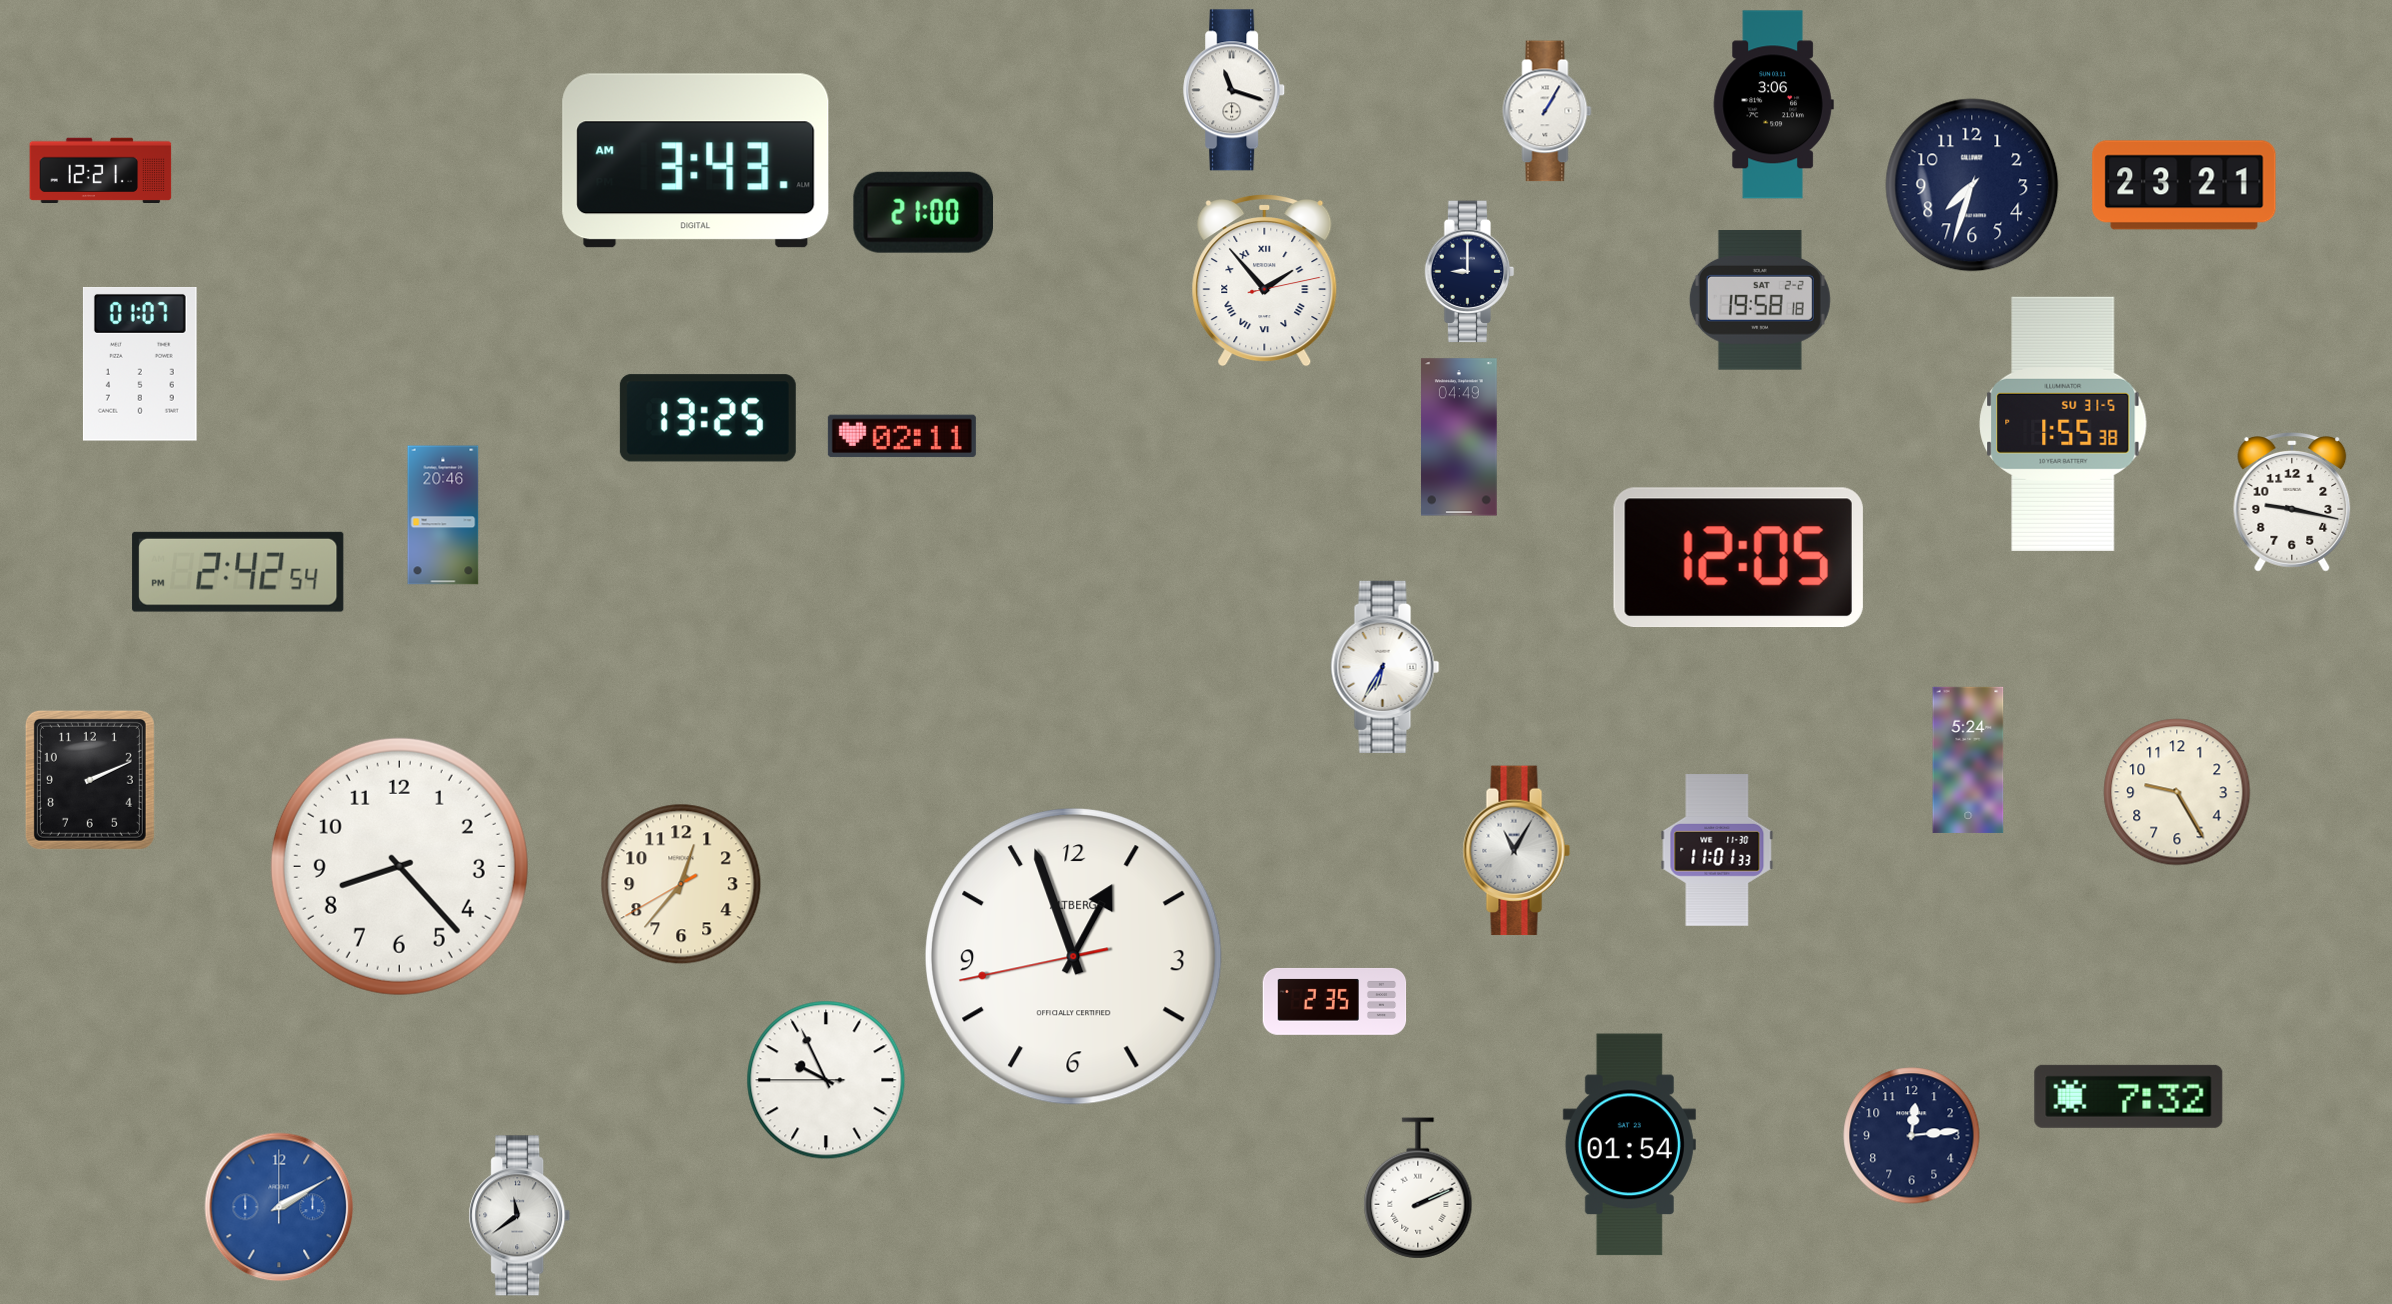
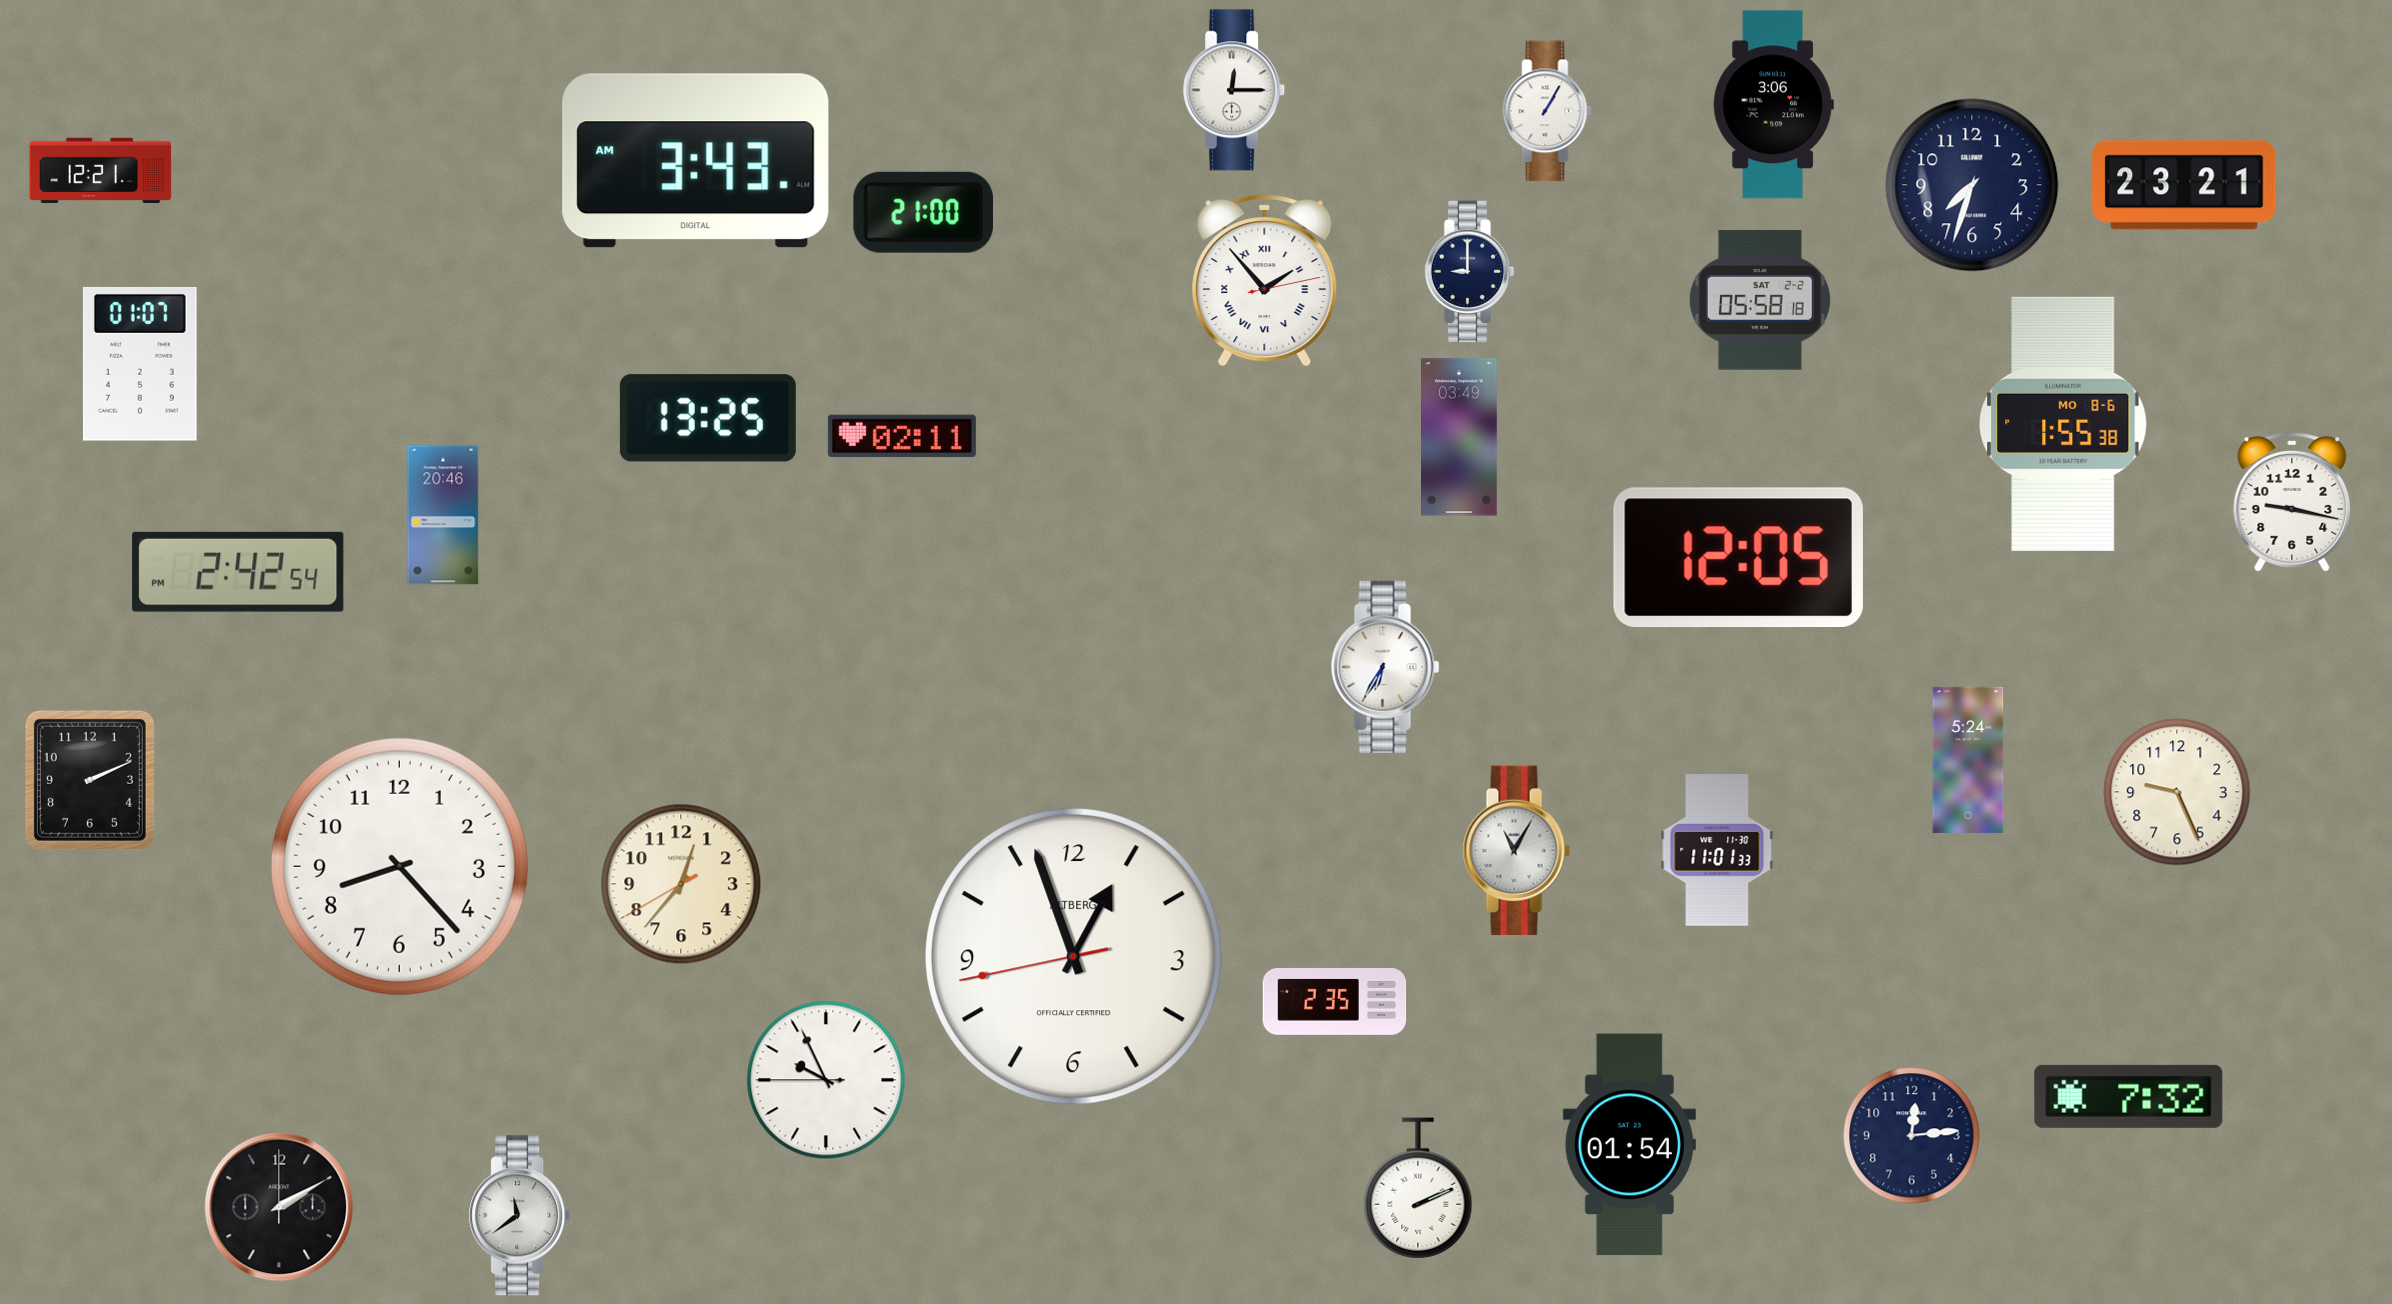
clock at (1235, 90): 11:18 -> 12:15
clock at (1760, 300): 19:58 -> 05:58
clock at (2063, 424) date: SU 31-5 -> MO 8-6
clock at (1460, 437): 04:49 -> 03:49
clock at (2177, 792): 9:25 -> 9:26
clock at (279, 1207) dial: blue -> black
